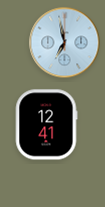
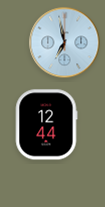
clock at (46, 125): 12:41 -> 12:44
